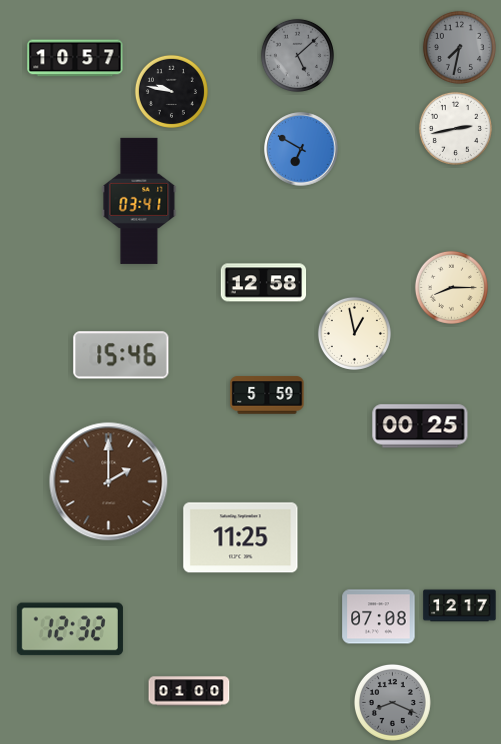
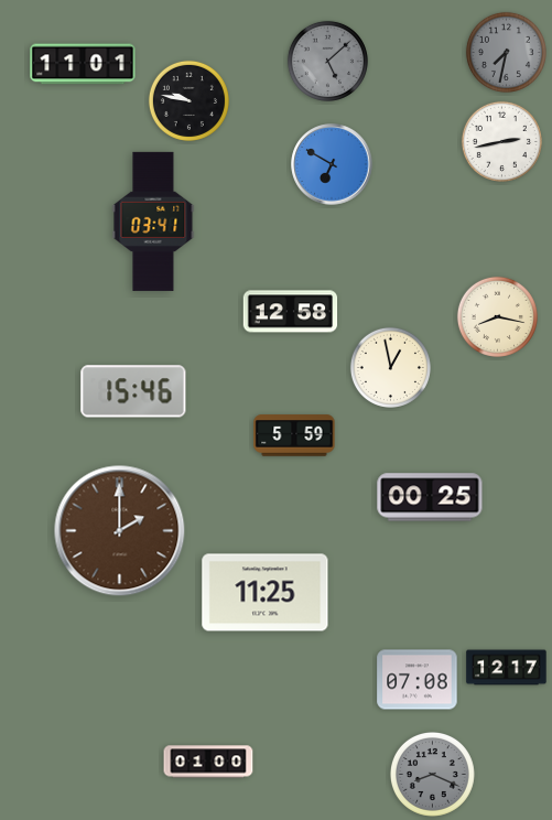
clock at (75, 58): 10:57 -> 11:01
clock at (451, 287): 8:15 -> 8:17
clock at (420, 426) position: (420, 426) -> (430, 497)
clock at (70, 629): 12:32 -> none
